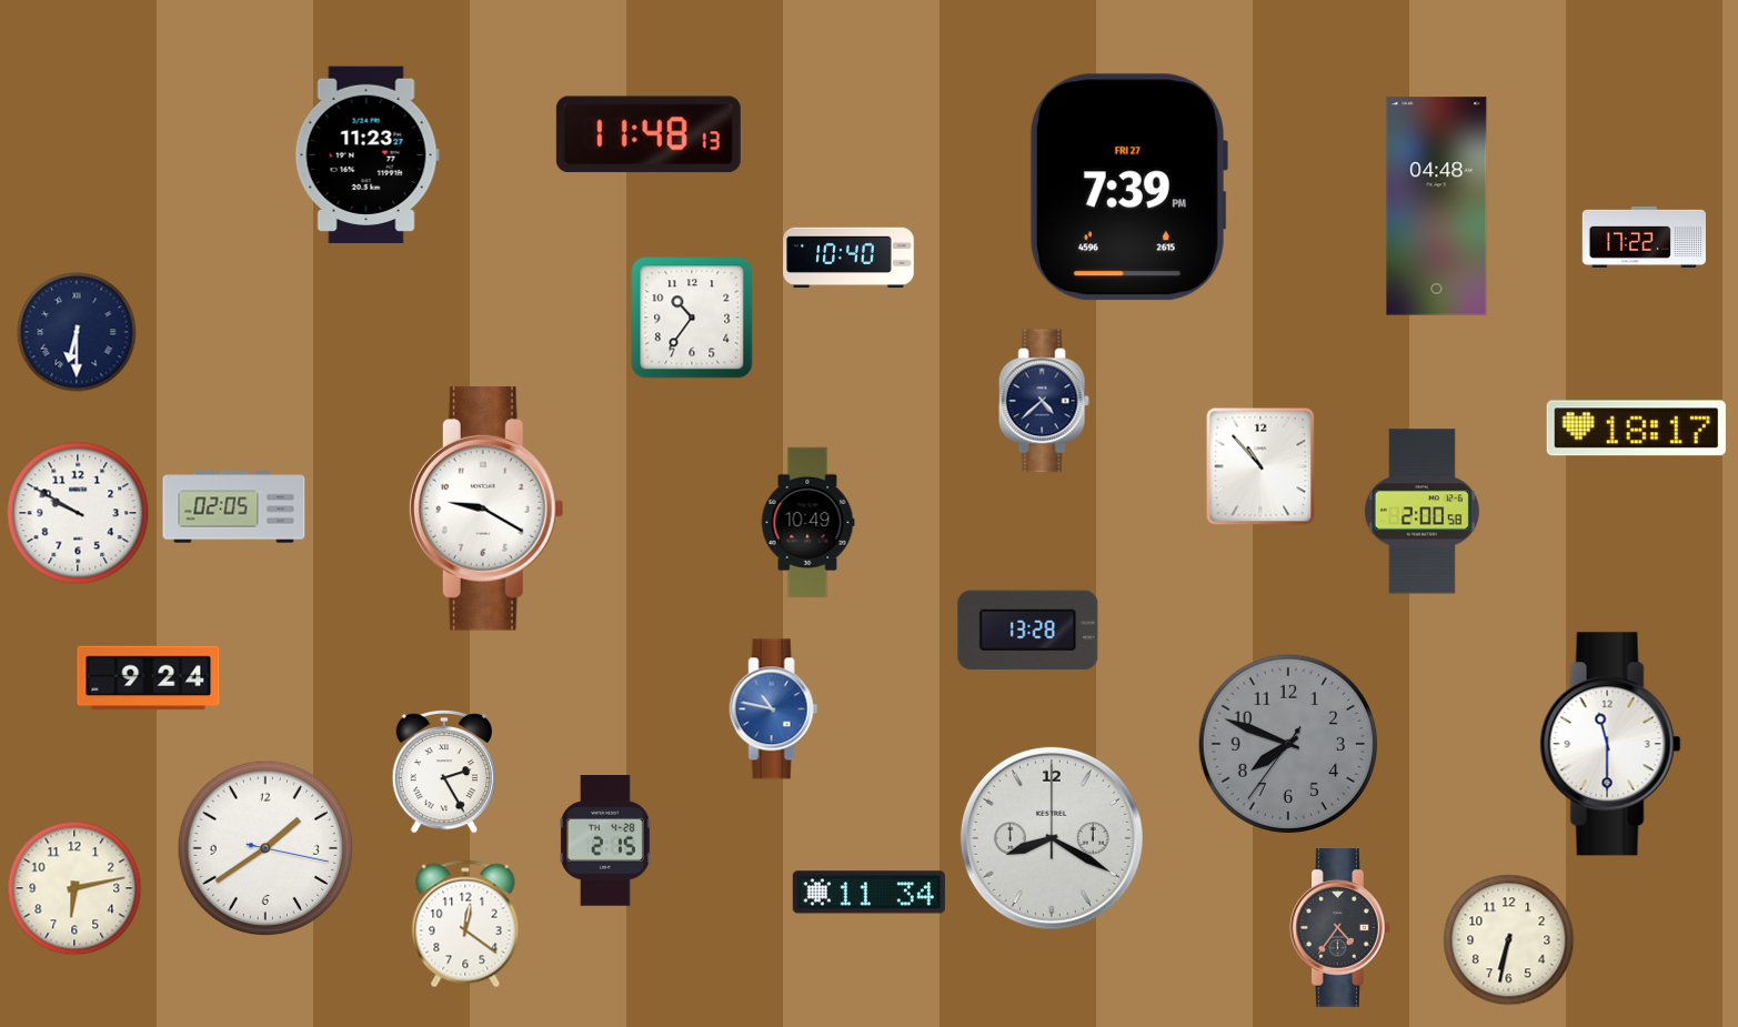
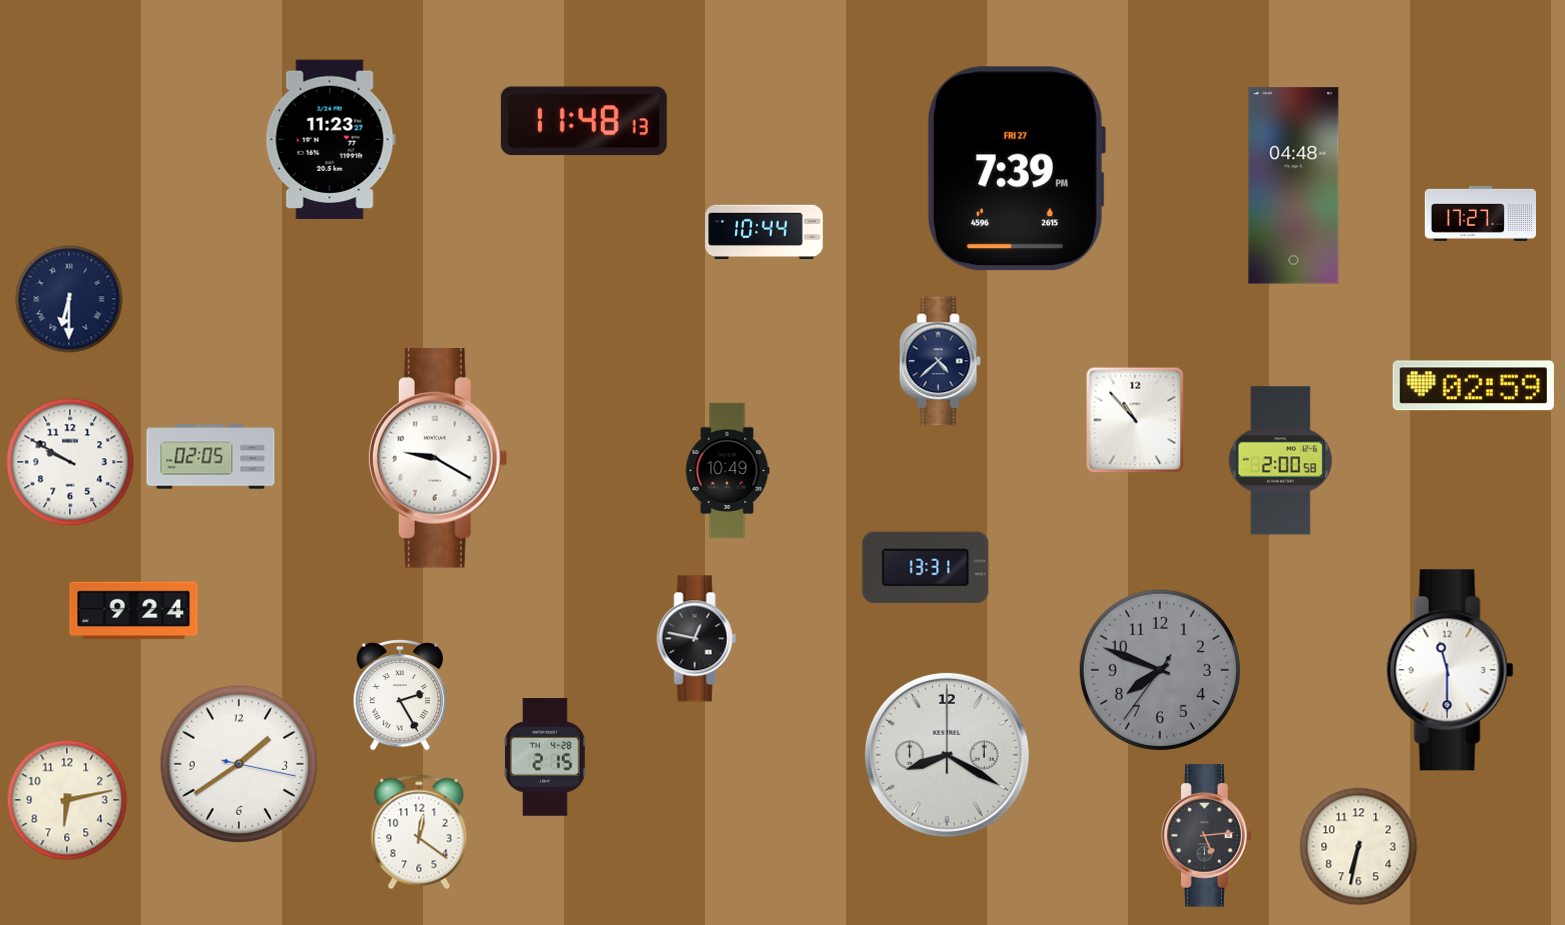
clock at (1644, 236): 17:22 -> 17:27
clock at (848, 258): 10:40 -> 10:44
clock at (692, 318): 10:36 -> none
clock at (1636, 429): 18:17 -> 02:59
clock at (1028, 630): 13:28 -> 13:31
clock at (774, 709): 10:47 -> 12:47
clock at (774, 709) dial: blue -> black
clock at (868, 893): 11:34 -> none
clock at (1340, 928): 4:36 -> 5:14
